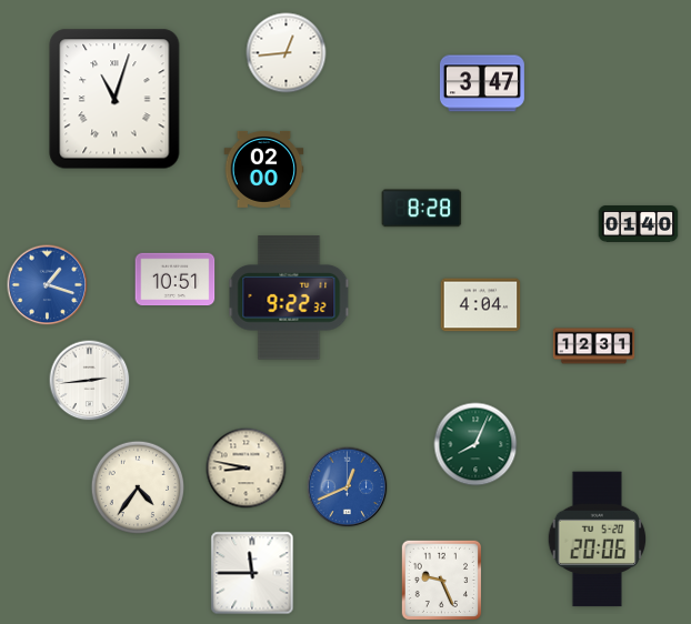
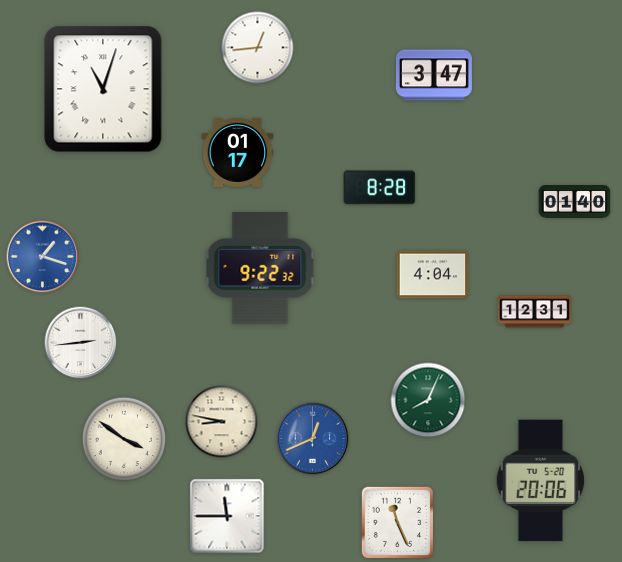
clock at (264, 169): 02:00 -> 01:17
clock at (176, 280): 10:51 -> none
clock at (137, 486): 4:36 -> 3:51
clock at (598, 540) position: (598, 540) -> (541, 481)
clock at (441, 580): 9:26 -> 11:26
